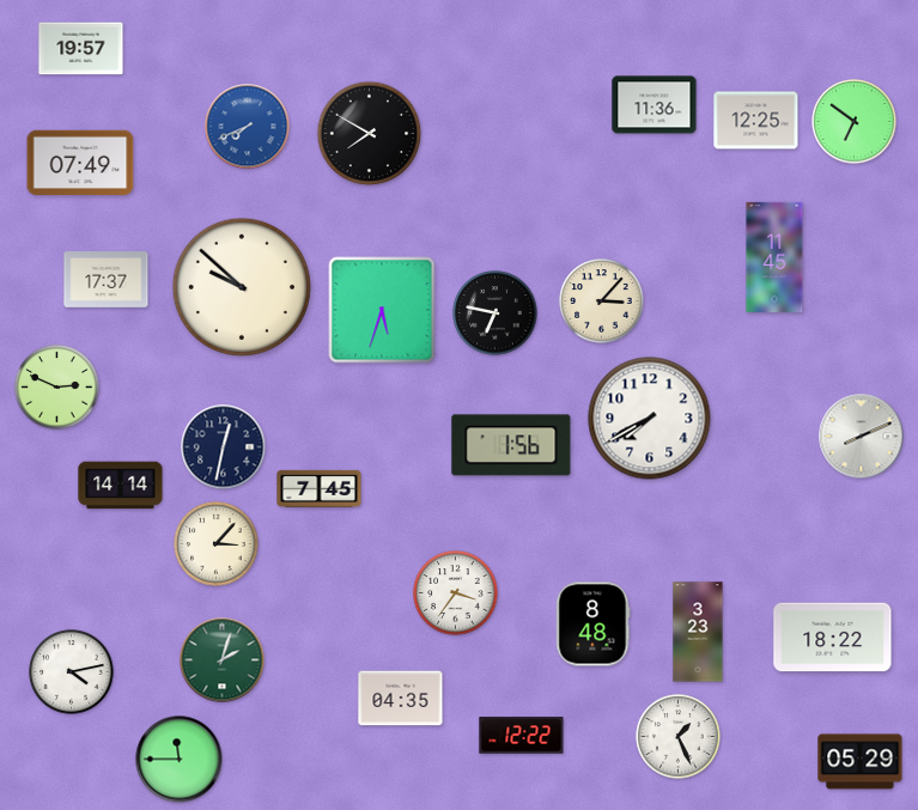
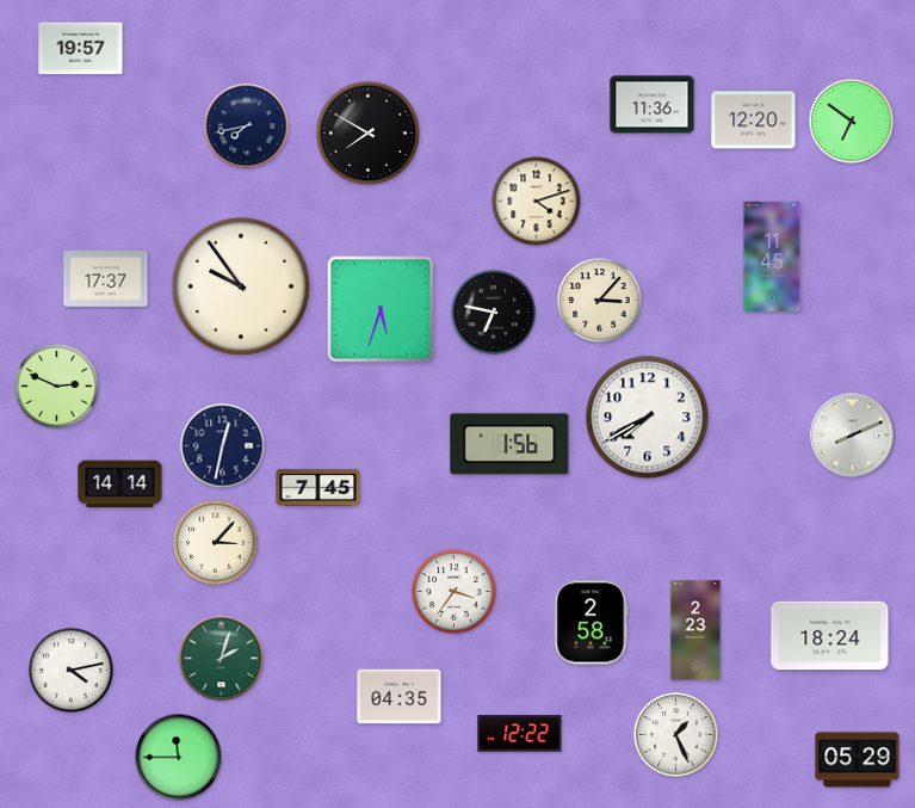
clock at (756, 121): 12:25 -> 12:20
clock at (248, 127): 7:41 -> 7:43
clock at (248, 127) dial: blue -> navy
clock at (80, 162): 07:49 -> none
clock at (537, 202): none -> 4:12
clock at (242, 287): 9:52 -> 9:54
clock at (862, 437) position: (862, 437) -> (853, 436)
clock at (594, 625): 8:48 -> 2:58
clock at (698, 632): 3:23 -> 2:23
clock at (833, 638): 18:22 -> 18:24
